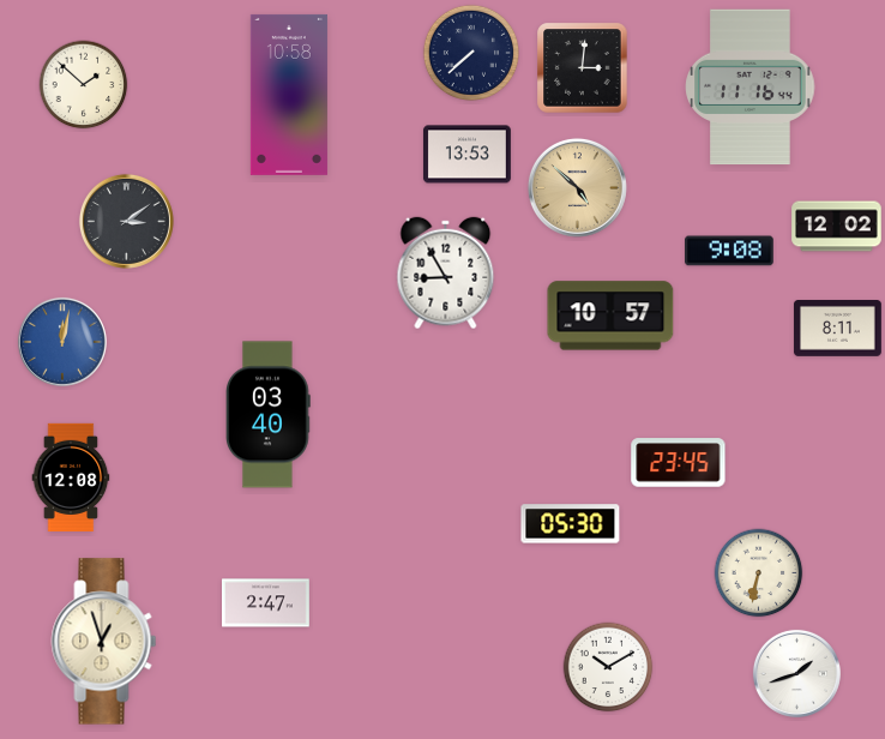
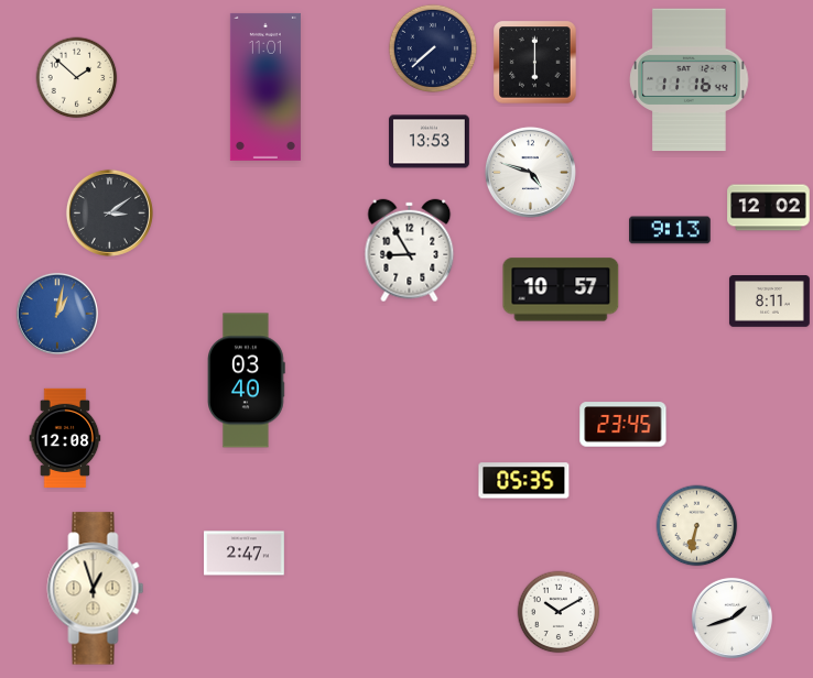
clock at (583, 68): 3:01 -> 6:00
clock at (289, 95): 10:58 -> 11:01
clock at (577, 187): 4:52 -> 4:48
clock at (577, 187) dial: champagne -> white
clock at (126, 221) position: (126, 221) -> (109, 212)
clock at (729, 251): 9:08 -> 9:13
clock at (62, 342): 12:02 -> 1:02
clock at (571, 524): 05:30 -> 05:35
